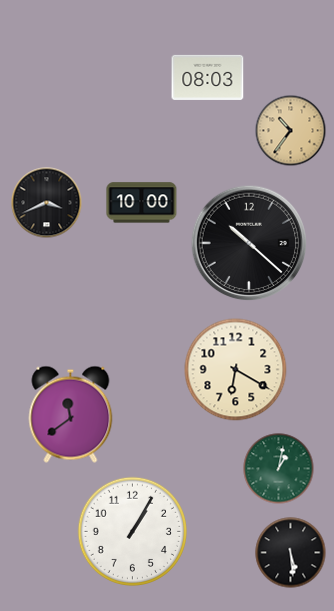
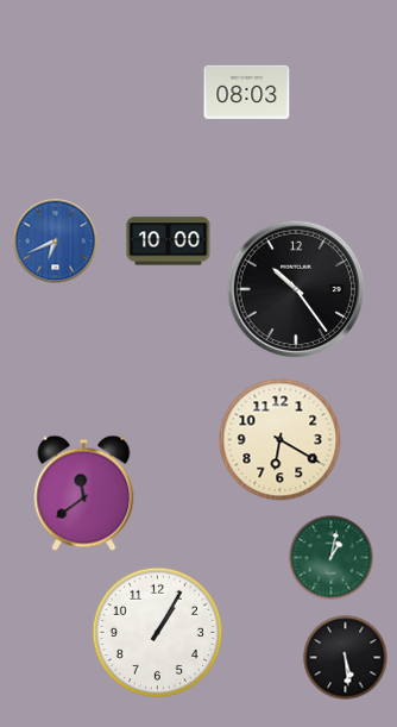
clock at (291, 131): 10:36 -> none
clock at (47, 203): 3:41 -> 6:41
clock at (47, 203) dial: black -> blue
clock at (249, 243): 10:22 -> 10:24
